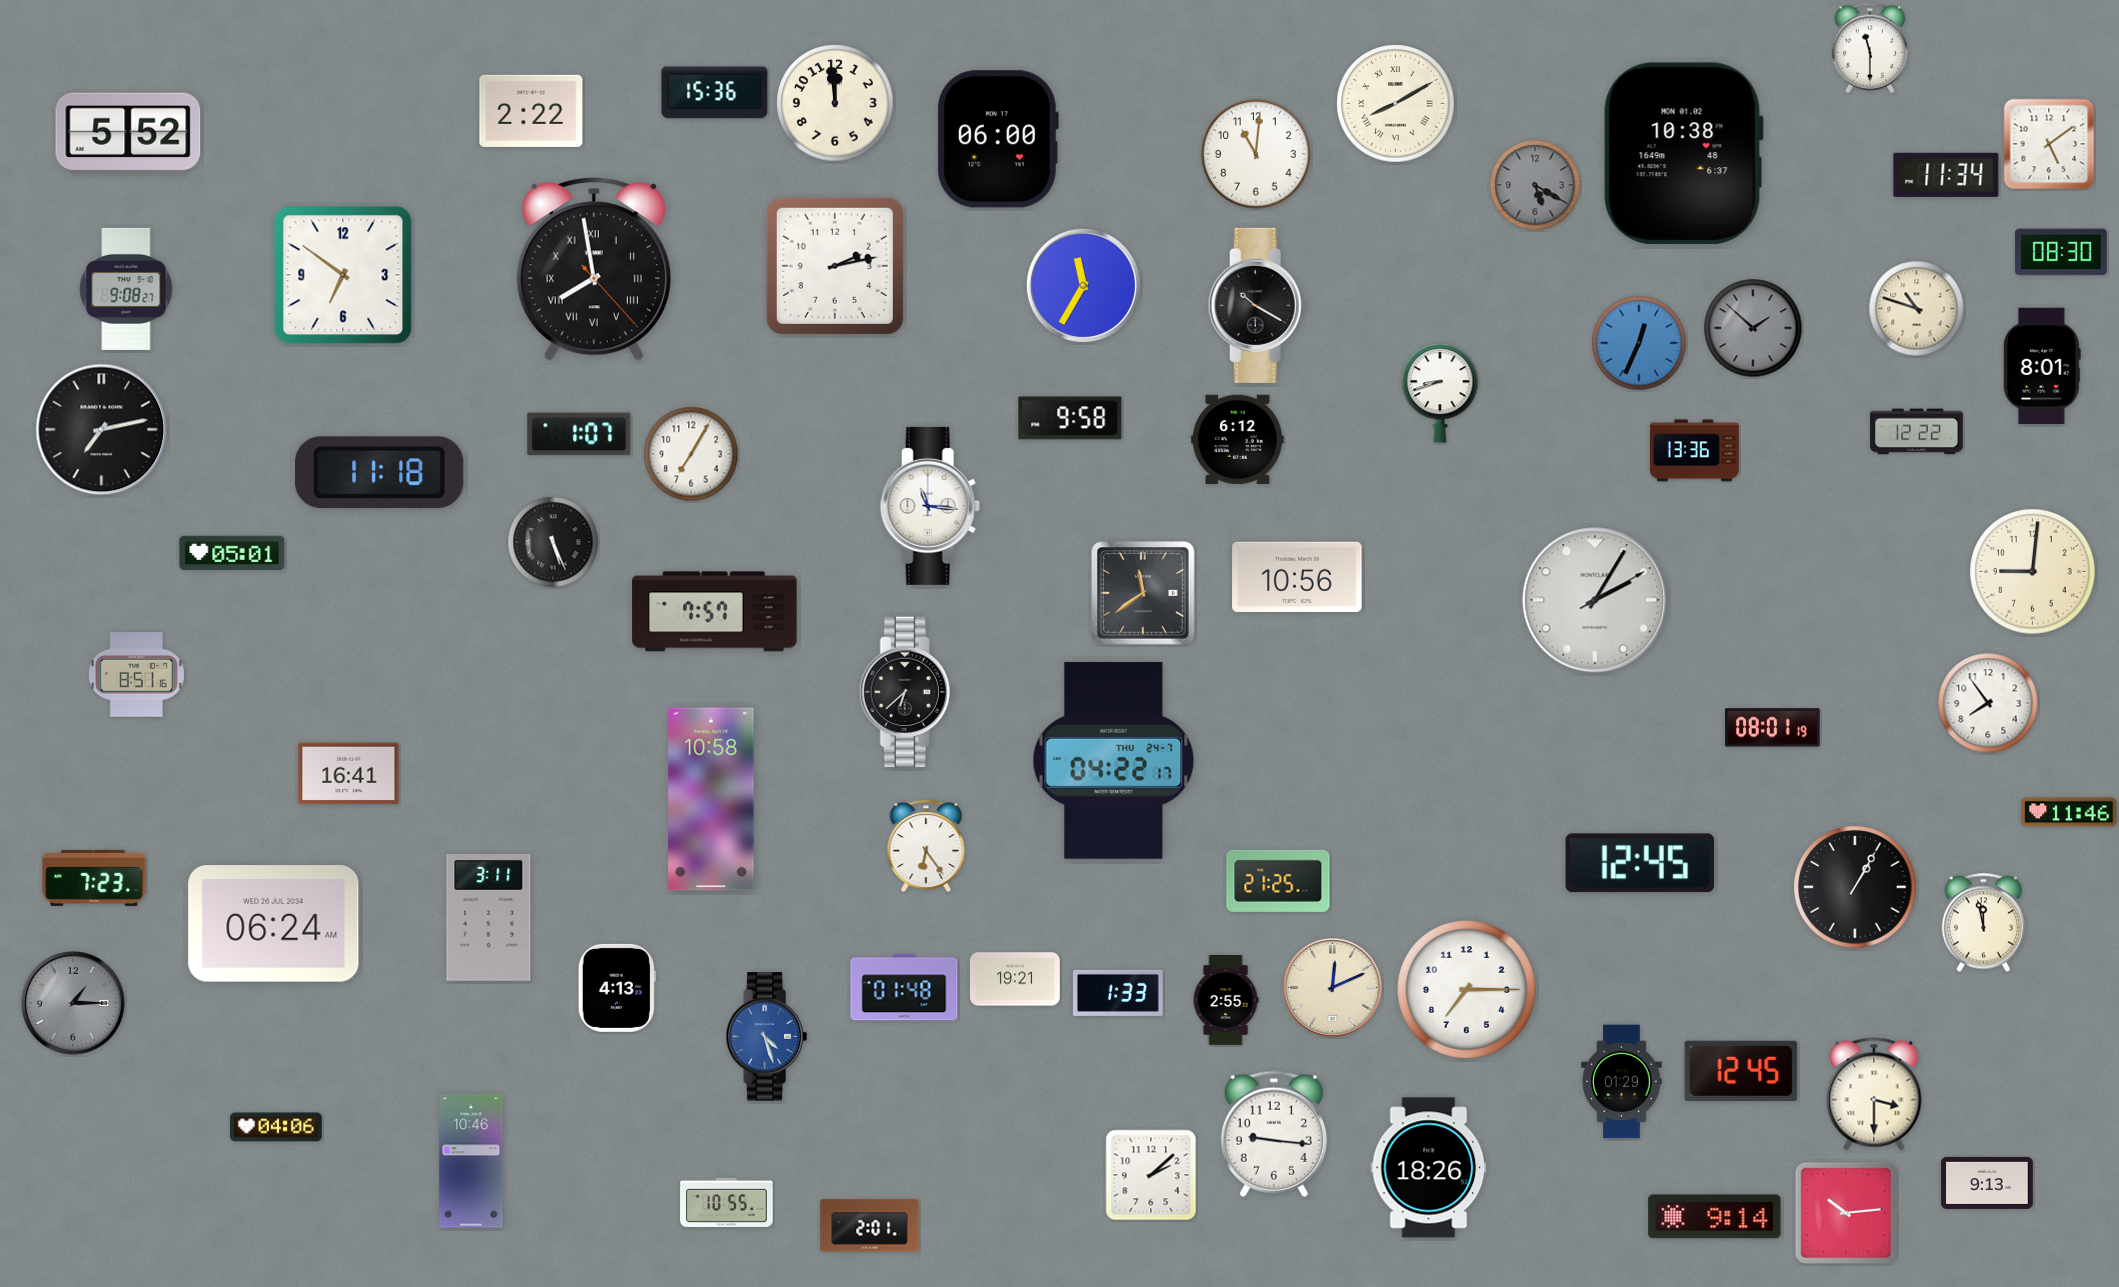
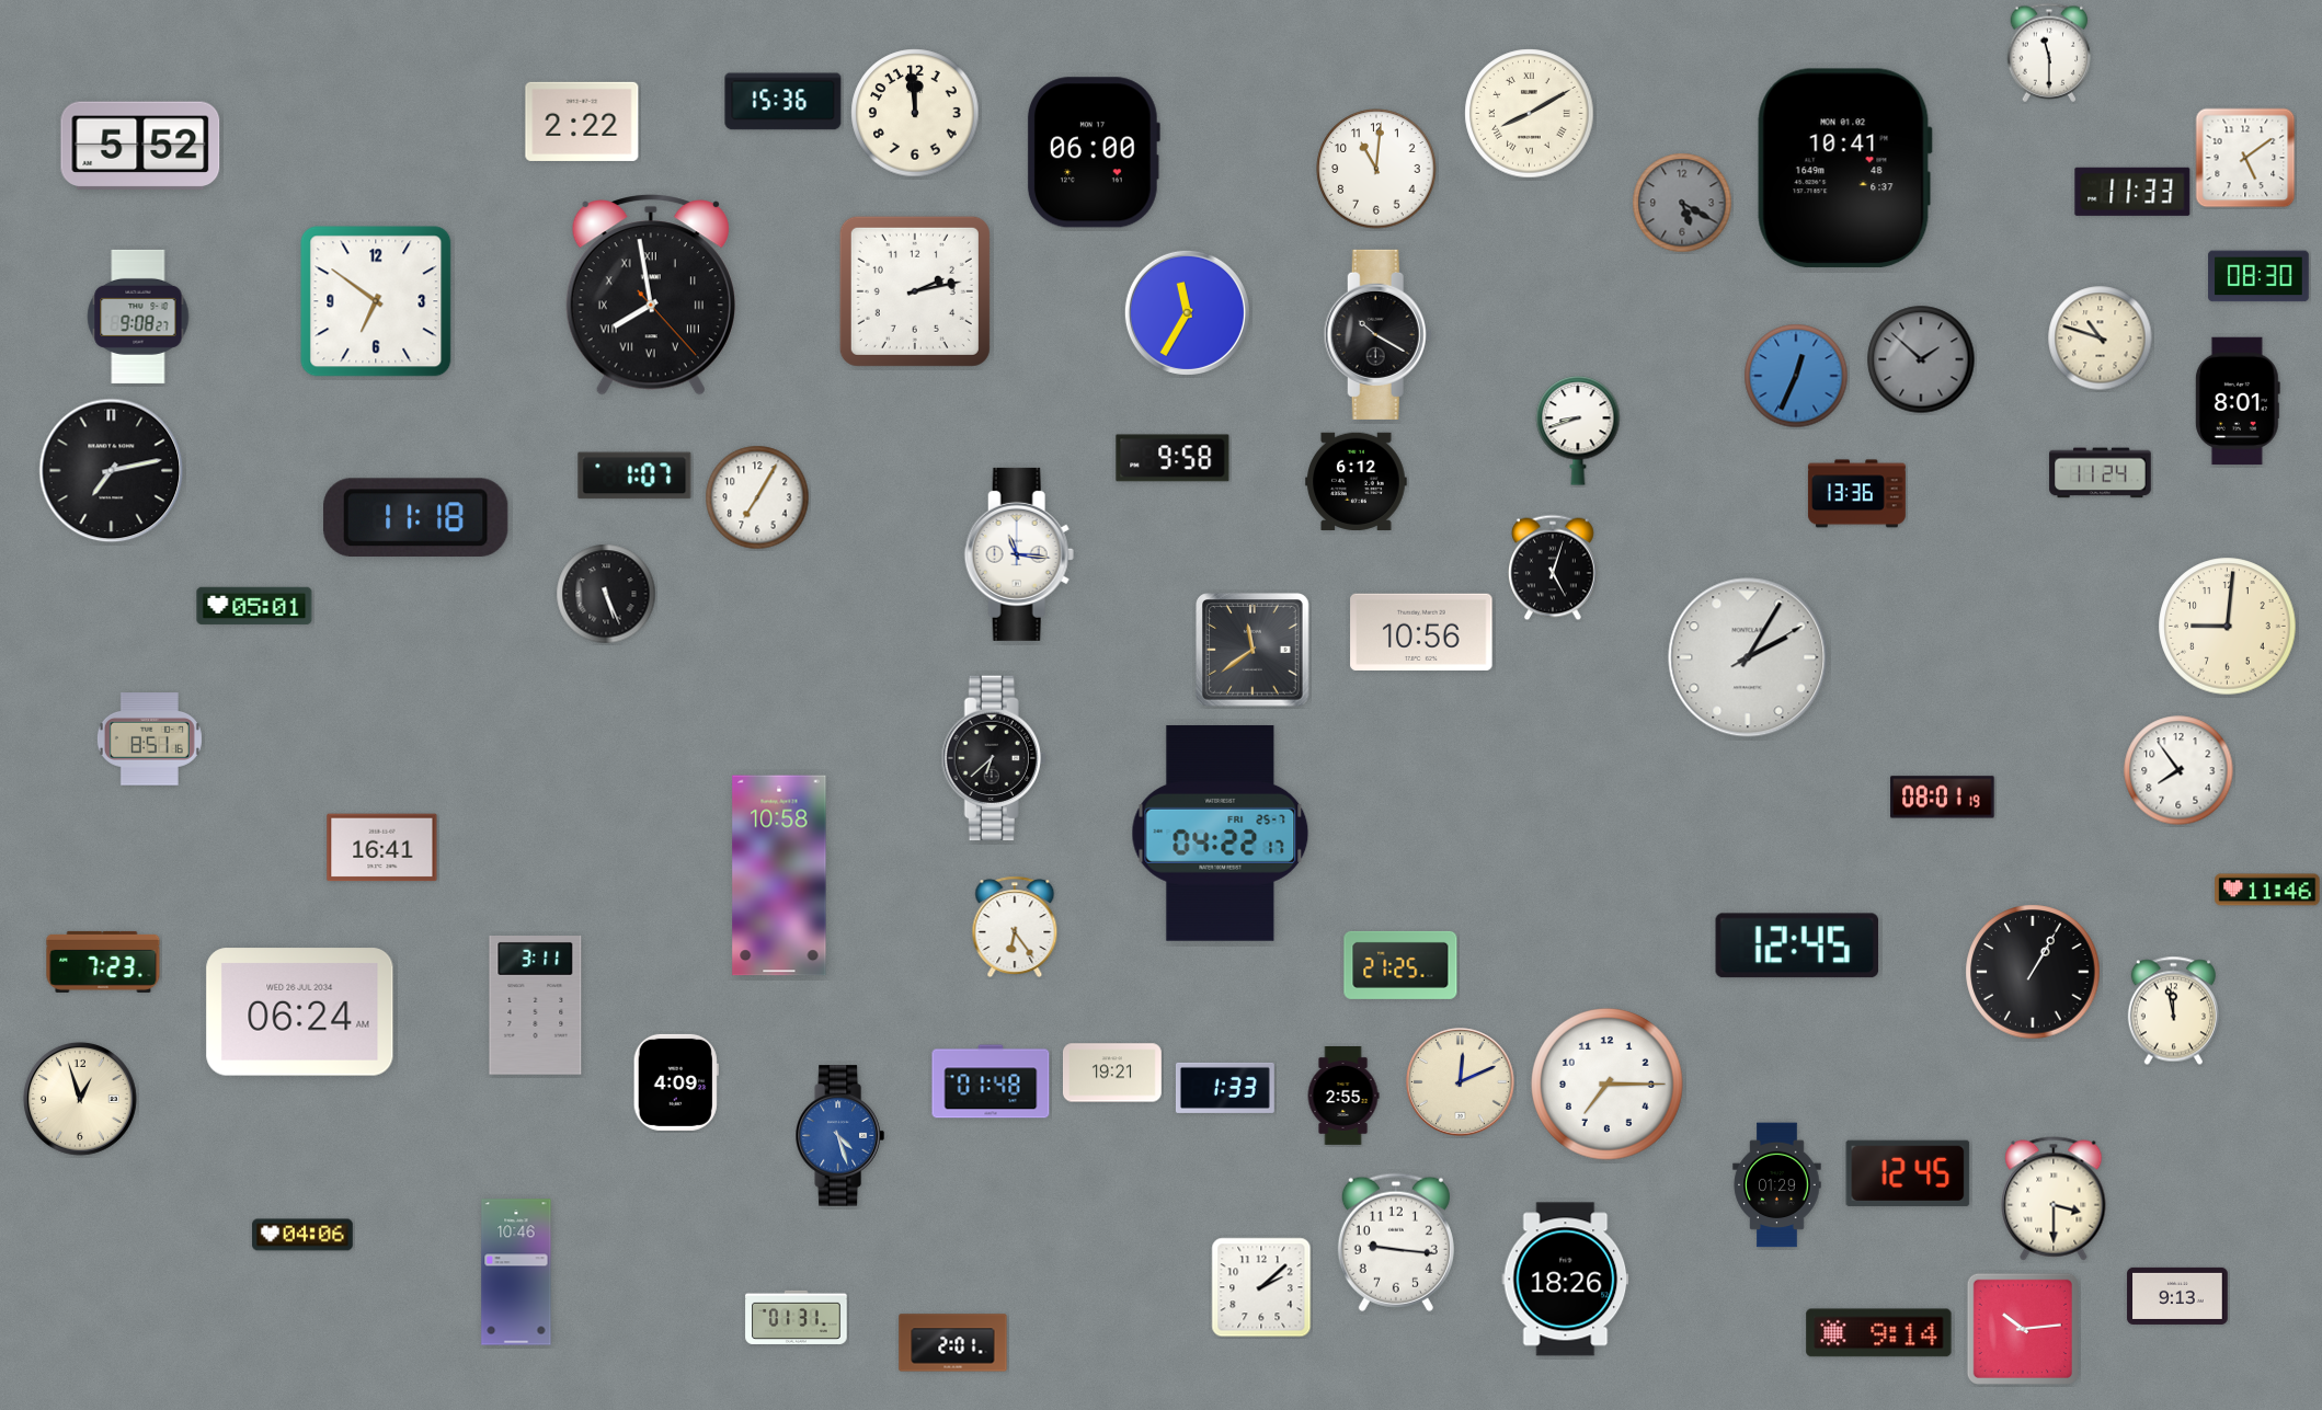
clock at (1683, 153): 10:38 -> 10:41
clock at (1946, 175): 11:34 -> 11:33
clock at (1917, 432): 12:22 -> 11:24
clock at (1554, 568): none -> 5:03
clock at (715, 612): 7:57 -> none
clock at (1114, 760) date: THU 24-7 -> FRI 25-7
clock at (617, 988): 4:13 -> 4:09
clock at (73, 1003): 1:15 -> 12:57
clock at (73, 1003) dial: grey -> cream
clock at (727, 1202): 10:55 -> 01:31
